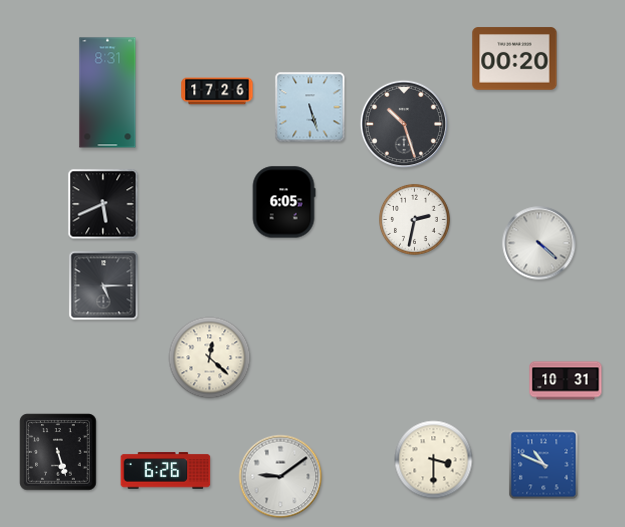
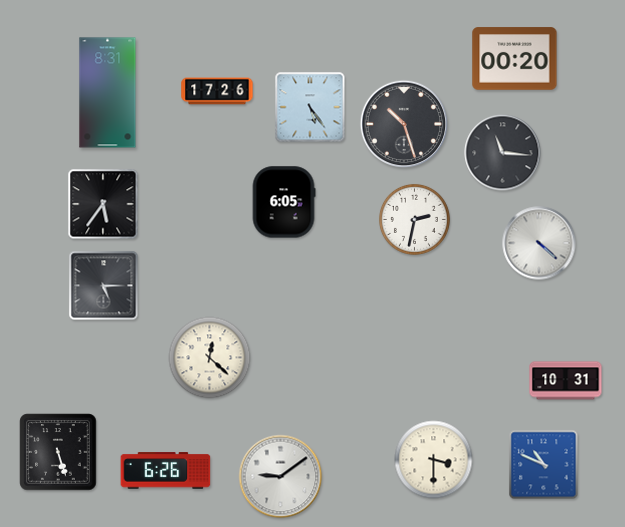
clock at (310, 107): 5:27 -> 5:24
clock at (503, 153): none -> 11:16
clock at (103, 204): 5:41 -> 5:36
